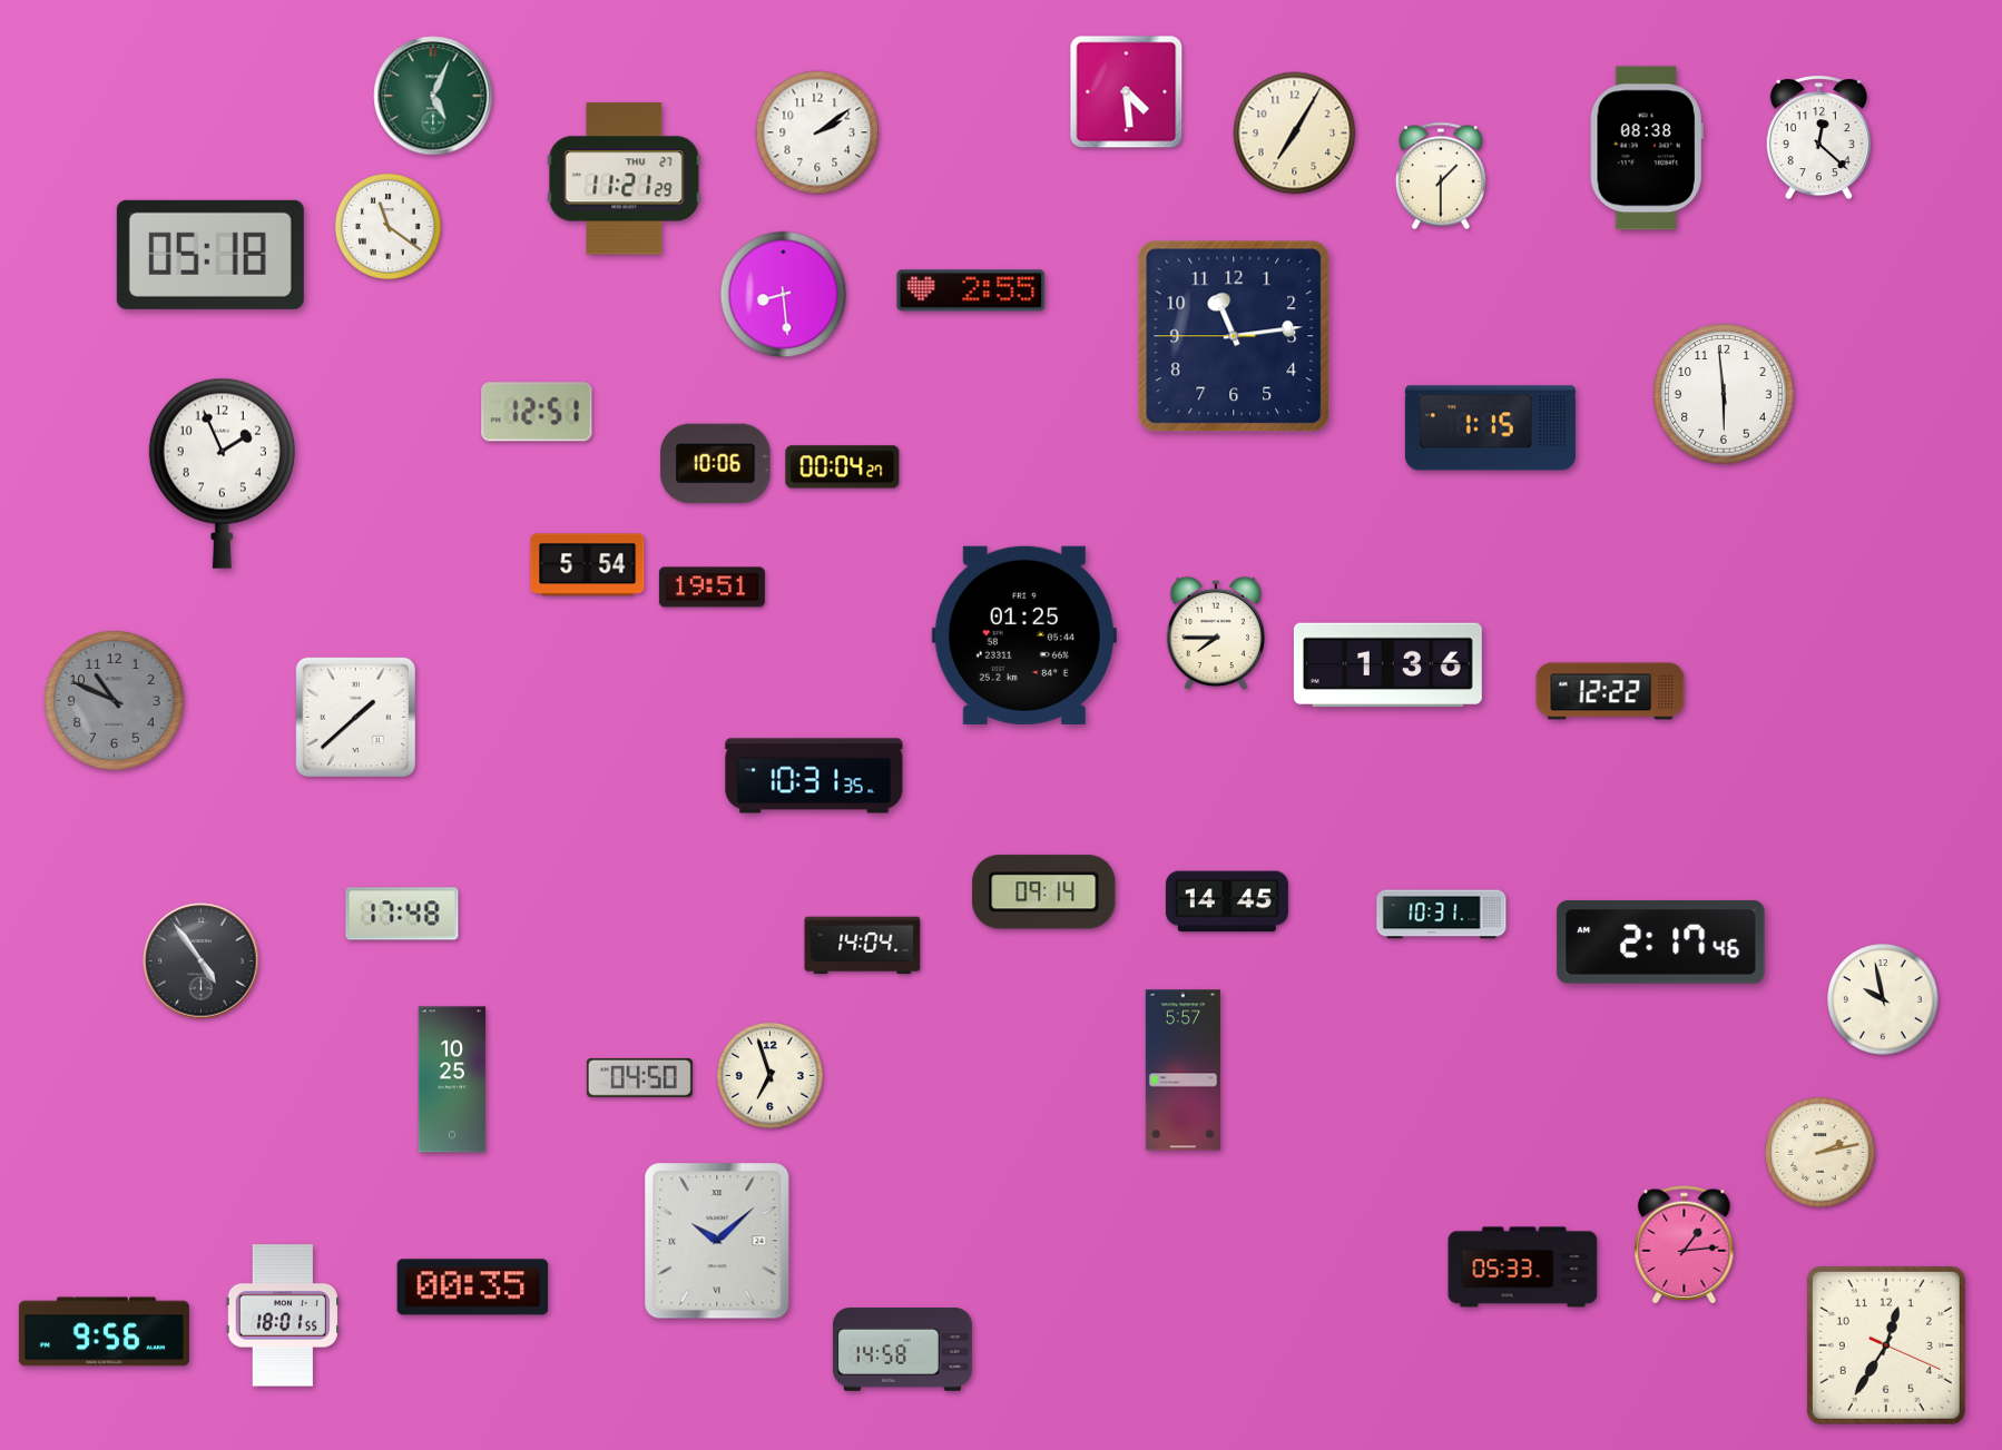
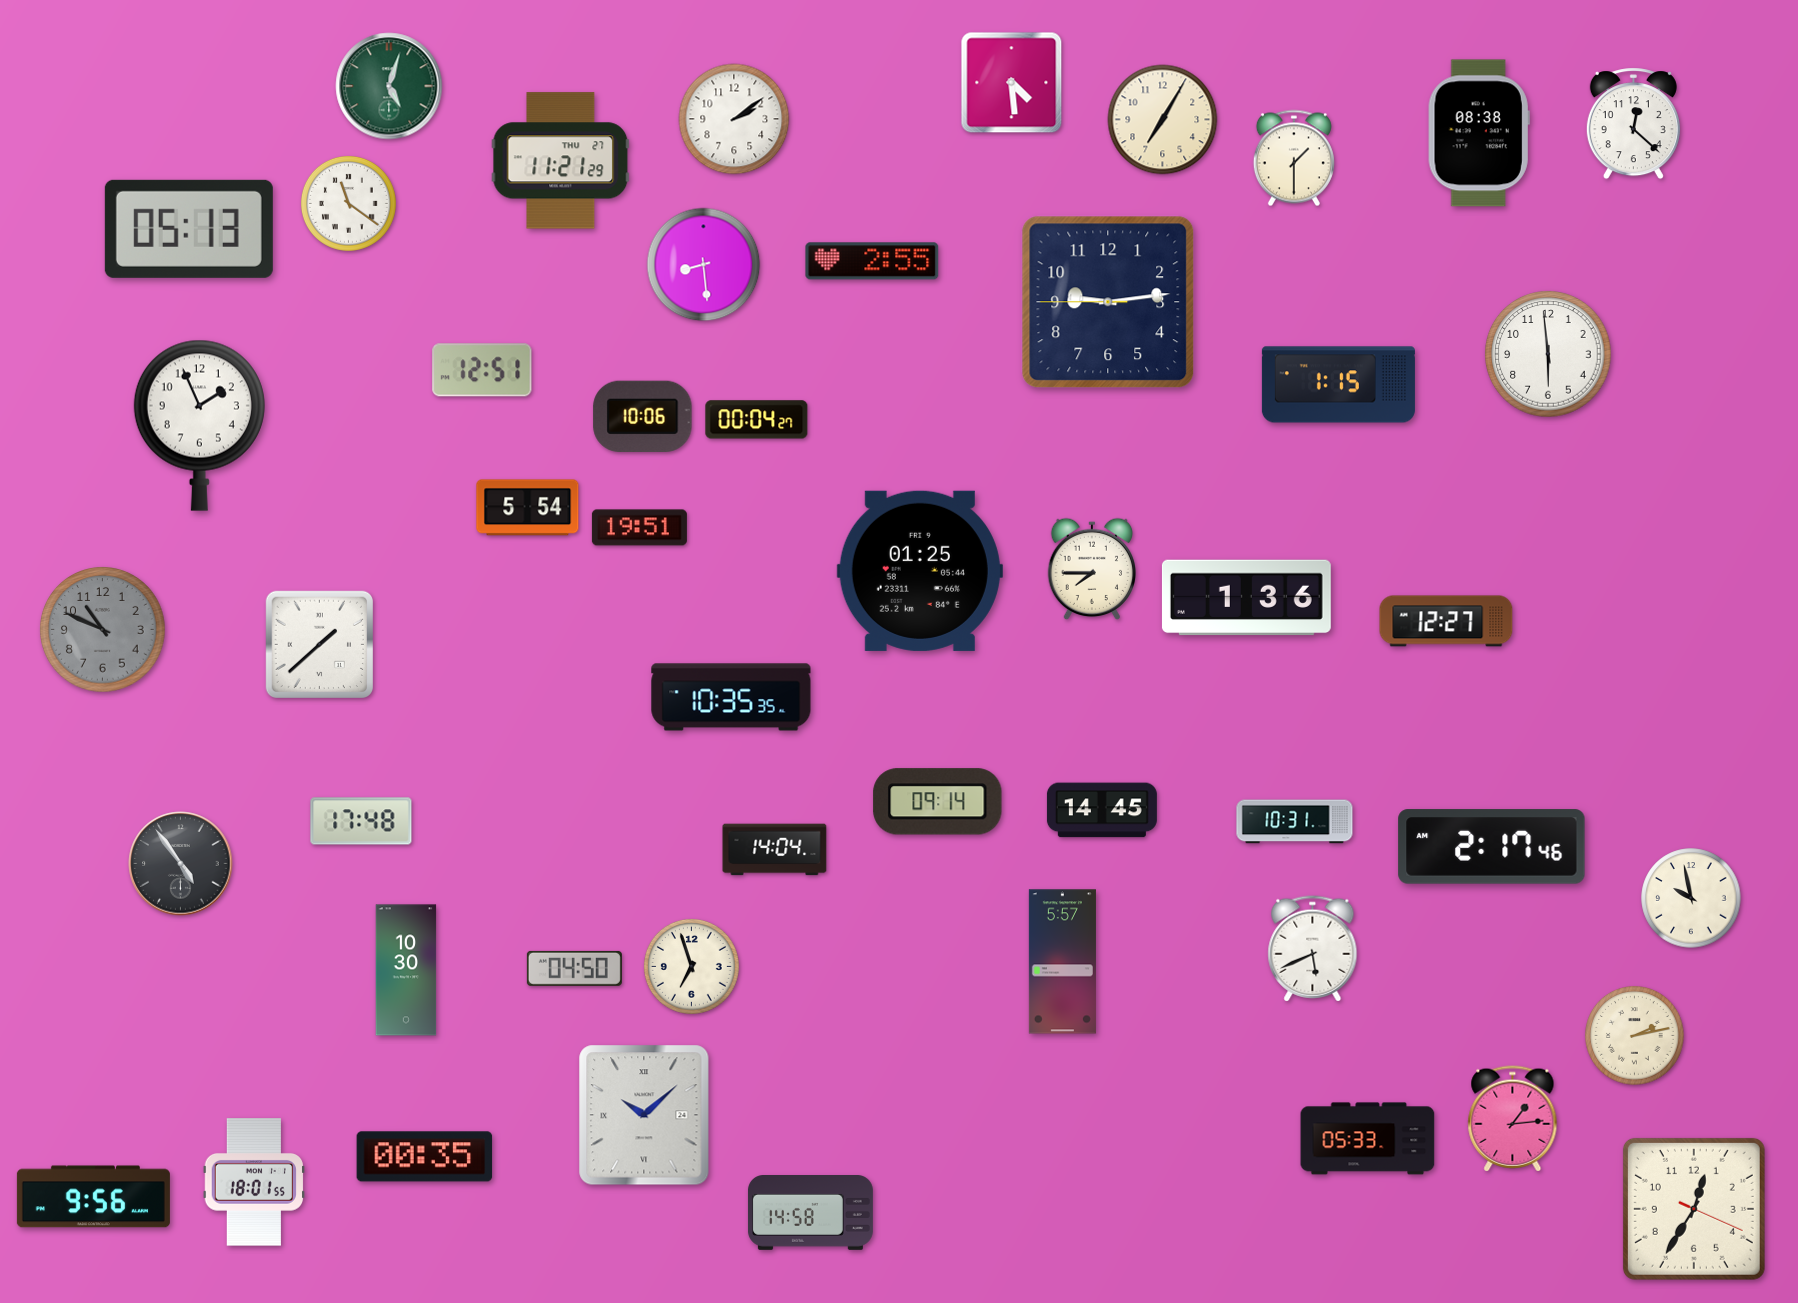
clock at (433, 96): 5:04 -> 5:03
clock at (210, 255): 05:18 -> 05:13
clock at (1234, 336): 11:13 -> 9:13
clock at (1610, 691): 12:22 -> 12:27
clock at (814, 776): 10:31 -> 10:35
clock at (1313, 949): none -> 5:41
clock at (452, 1079): 10:25 -> 10:30
